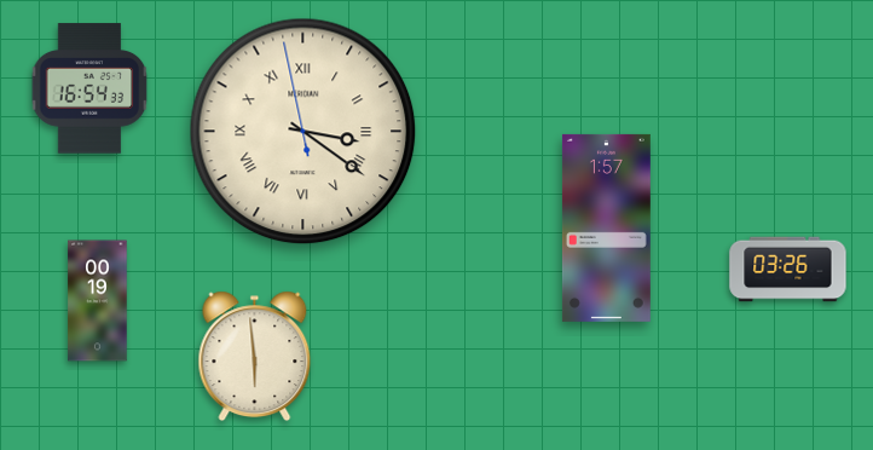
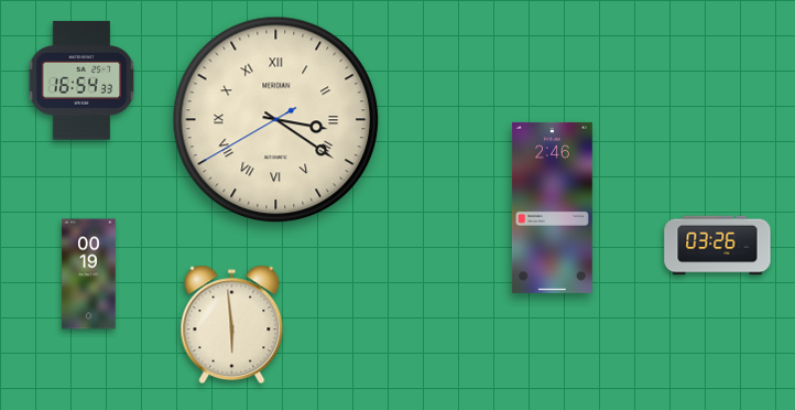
clock at (303, 132): 3:20:58 -> 3:20:40
clock at (606, 227): 1:57 -> 2:46
